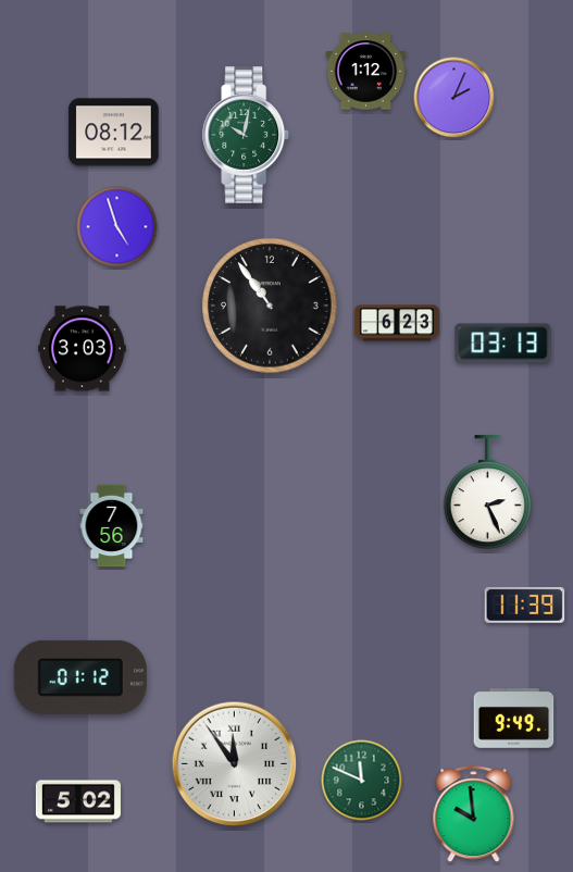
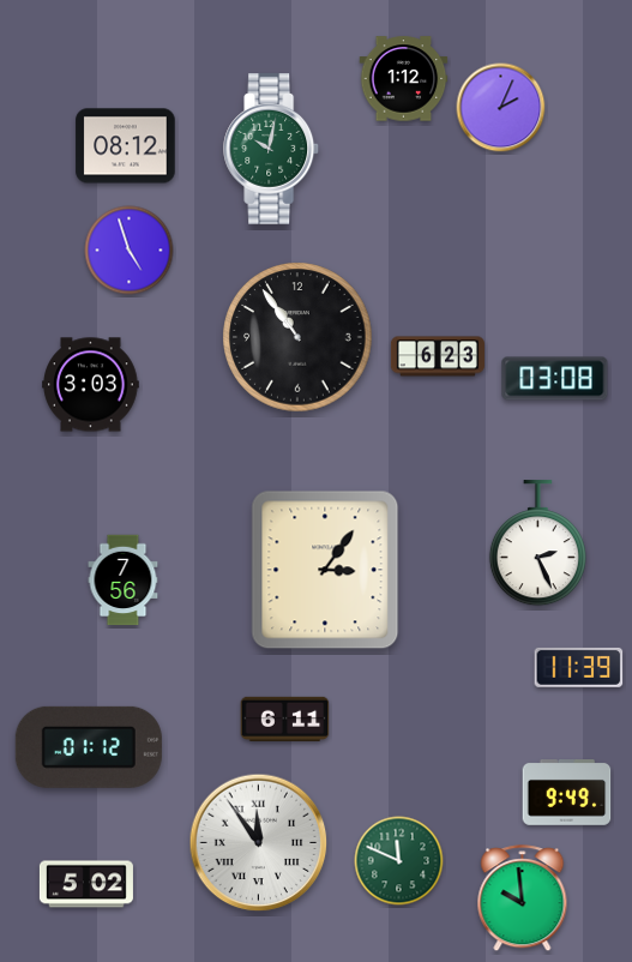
clock at (503, 344): 03:13 -> 03:08
clock at (325, 570): none -> 3:06
clock at (285, 719): none -> 6:11
